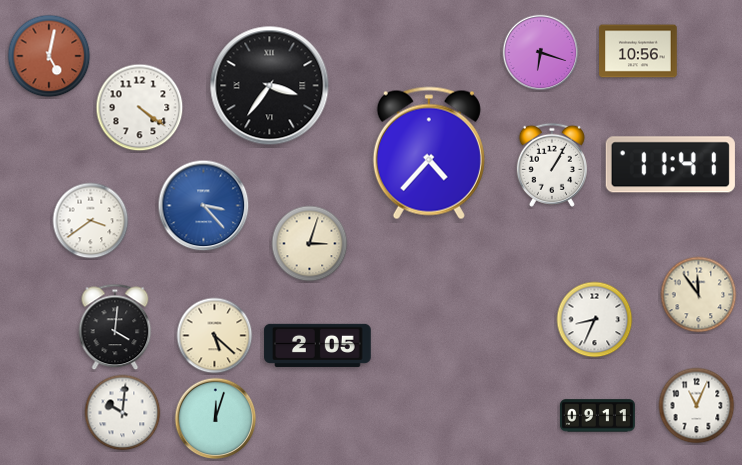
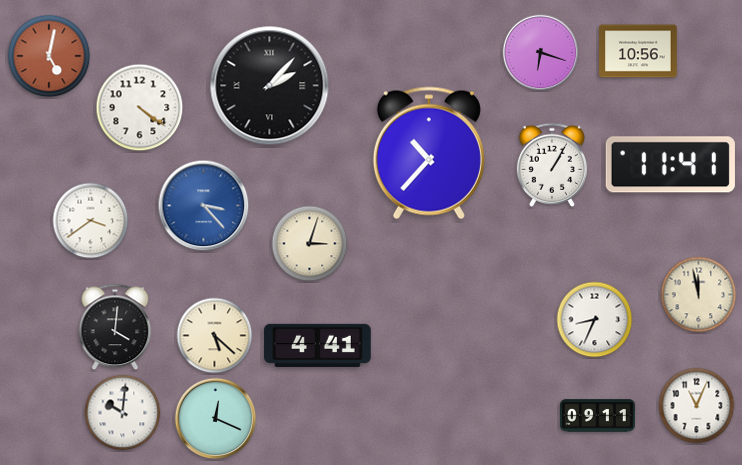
clock at (270, 86): 3:36 -> 2:07
clock at (429, 153): 4:37 -> 10:37
clock at (699, 295): 11:54 -> 11:58
clock at (318, 345): 2:05 -> 4:41
clock at (216, 419): 12:03 -> 12:19
